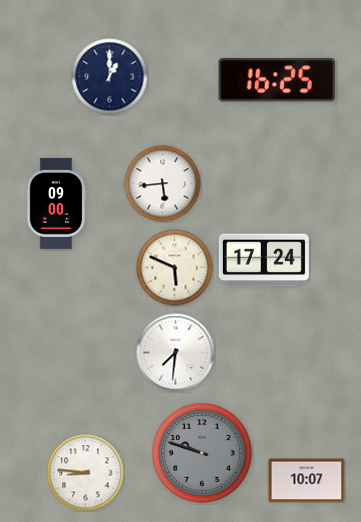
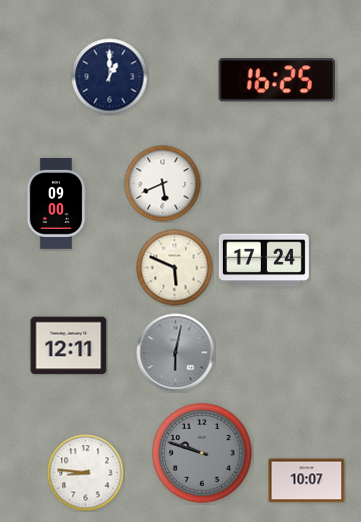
clock at (163, 184): 5:44 -> 5:41
clock at (69, 346): none -> 12:11
clock at (176, 353): 7:31 -> 6:02
clock at (176, 353) dial: white -> grey
